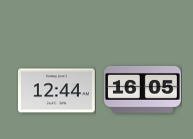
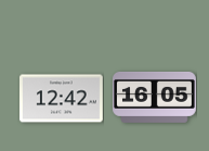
clock at (57, 91): 12:44 -> 12:42
